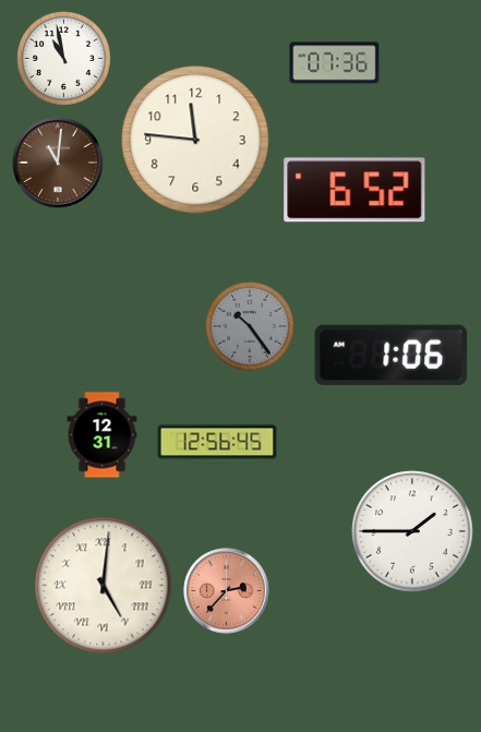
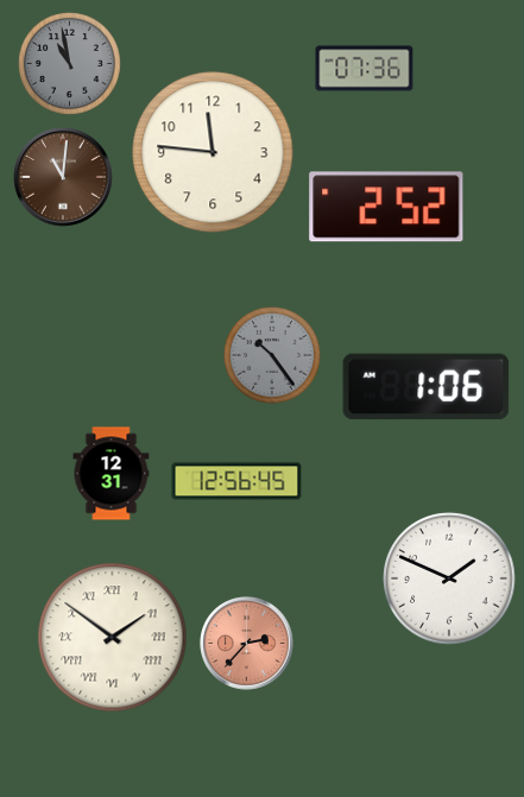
clock at (63, 58) dial: white -> grey
clock at (354, 190): 6:52 -> 2:52
clock at (412, 531): 1:45 -> 1:49
clock at (104, 586): 5:01 -> 1:51
